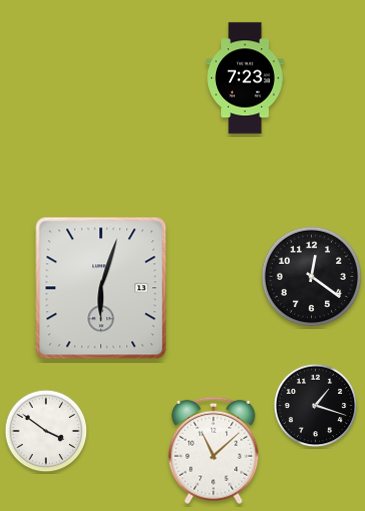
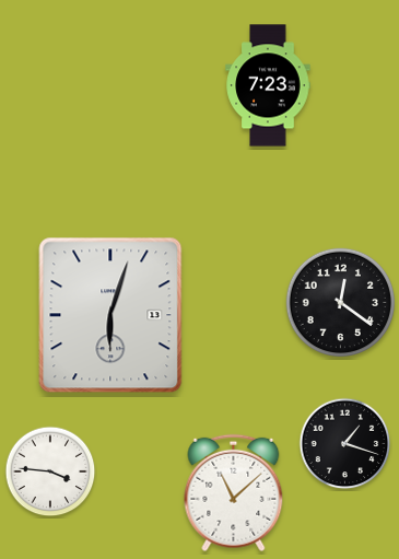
clock at (46, 431): 3:51 -> 3:46
